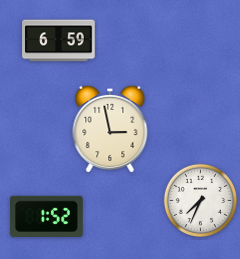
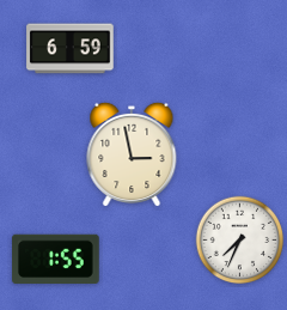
clock at (47, 216): 1:52 -> 1:55
